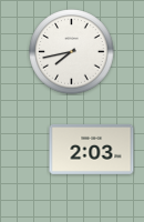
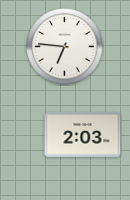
clock at (72, 52): 7:43 -> 6:46
